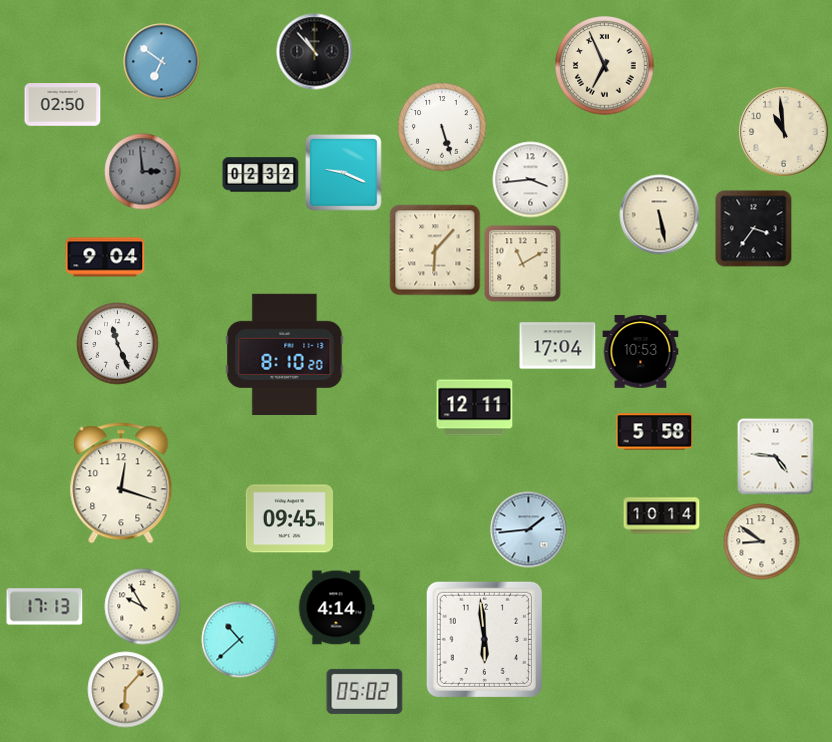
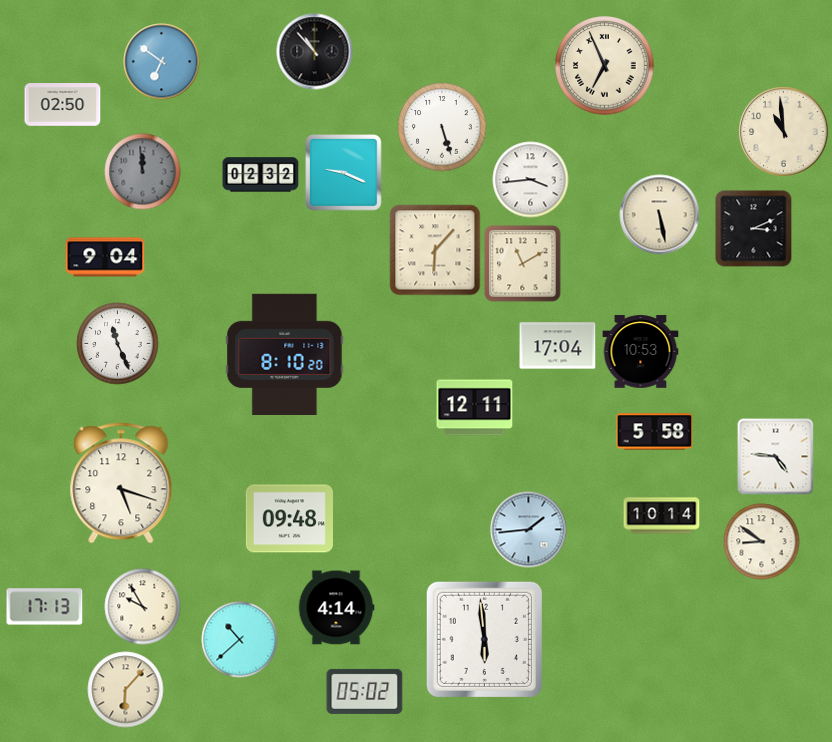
clock at (143, 172): 2:59 -> 11:59
clock at (754, 229): 3:36 -> 3:11
clock at (121, 483): 12:18 -> 5:18
clock at (289, 519): 09:45 -> 09:48
